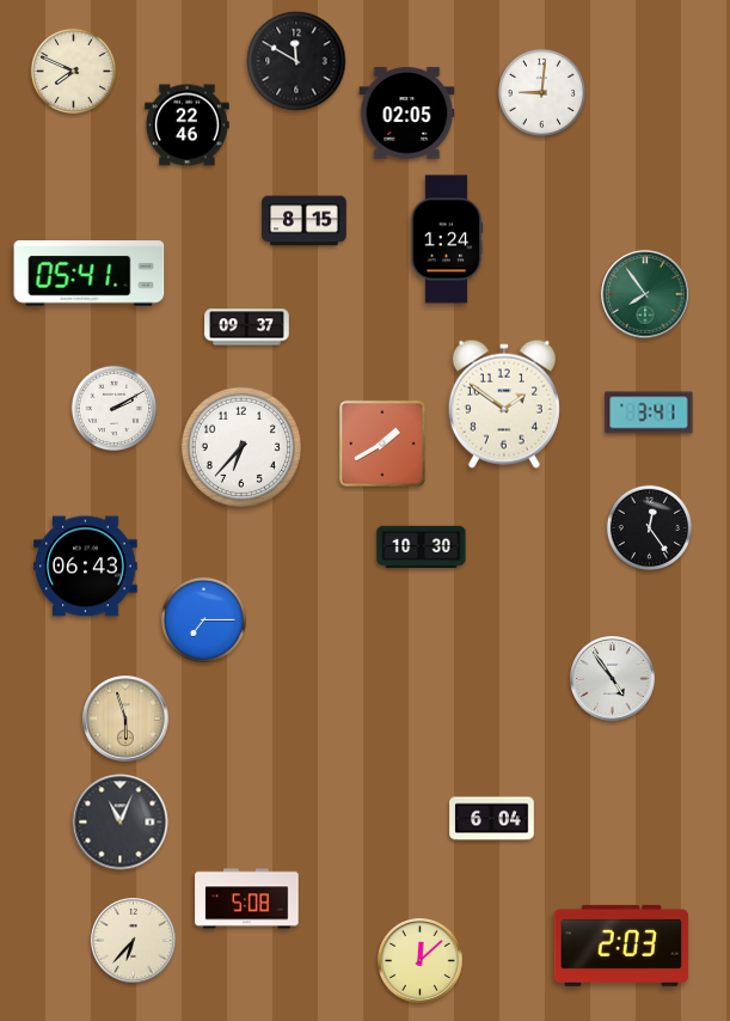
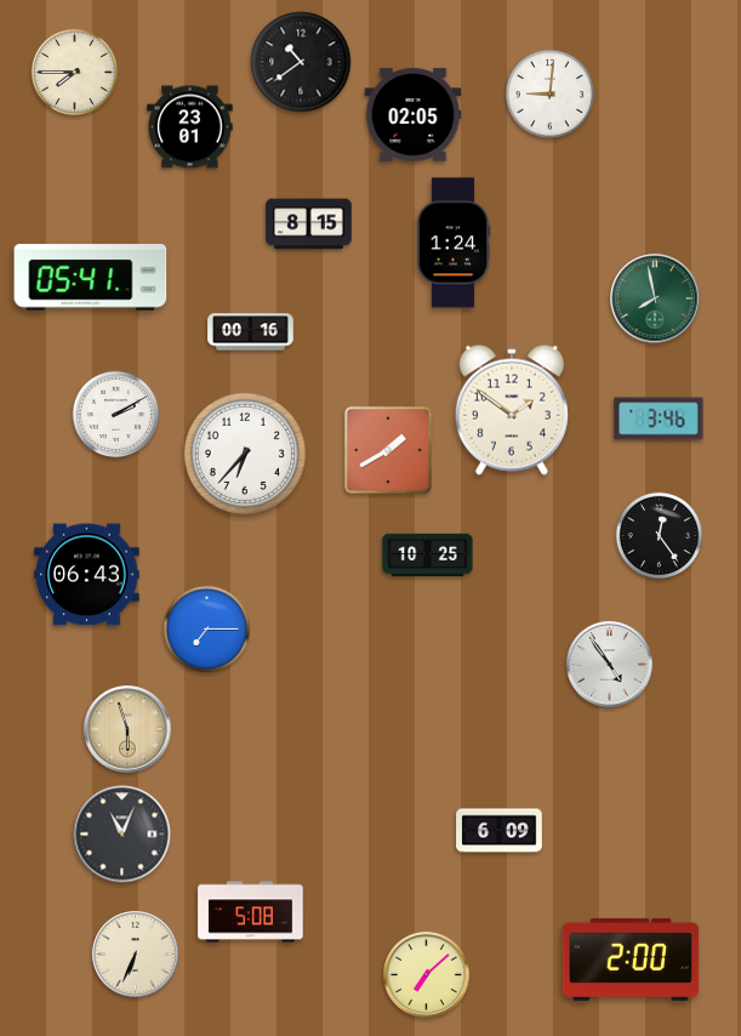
clock at (296, 61): 11:50 -> 10:39
clock at (73, 71): 7:49 -> 7:45
clock at (188, 126): 22:46 -> 23:01
clock at (645, 294): 7:54 -> 7:58
clock at (247, 328): 09:37 -> 00:16
clock at (649, 412): 3:41 -> 3:46
clock at (422, 546): 10:30 -> 10:25
clock at (613, 679) position: (613, 679) -> (610, 665)
clock at (492, 819): 6:04 -> 6:09
clock at (134, 941): 6:37 -> 6:34
clock at (621, 946): 2:03 -> 2:00
clock at (421, 961): 12:08 -> 7:08
